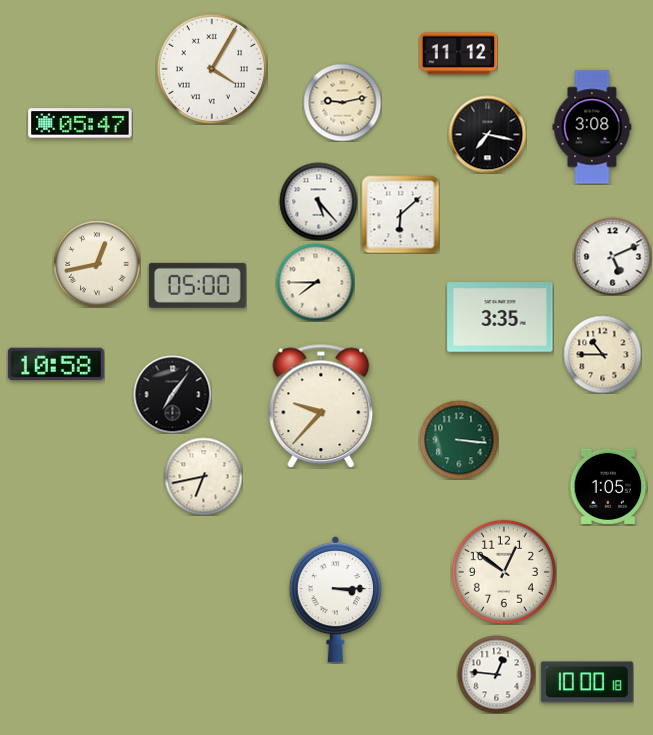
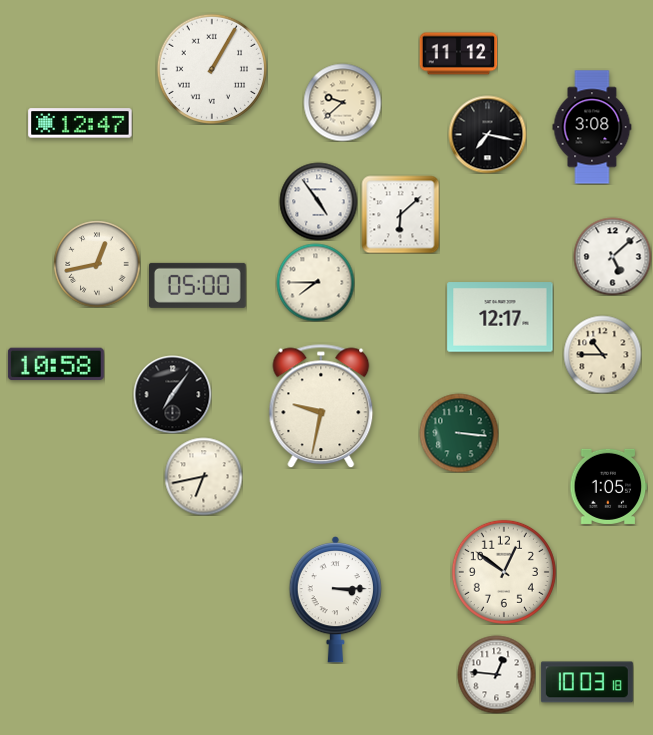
clock at (212, 69): 4:05 -> 1:05
clock at (342, 102): 9:13 -> 9:38
clock at (80, 123): 05:47 -> 12:47
clock at (318, 201): 5:23 -> 4:54
clock at (612, 256): 5:11 -> 5:08
clock at (500, 317): 3:35 -> 12:17
clock at (321, 406): 9:37 -> 9:32
clock at (459, 440) position: (459, 440) -> (459, 433)
clock at (587, 682): 10:00 -> 10:03
